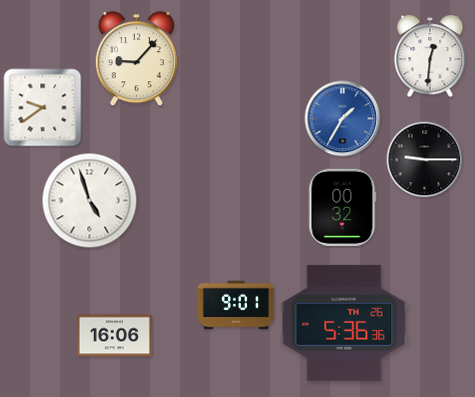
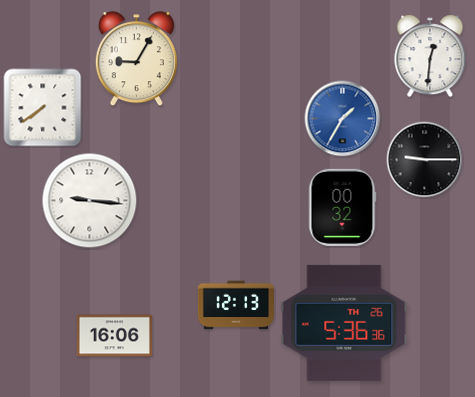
clock at (136, 59): 9:07 -> 9:05
clock at (43, 108): 9:39 -> 7:39
clock at (90, 201): 4:57 -> 9:16
clock at (235, 305): 9:01 -> 12:13
